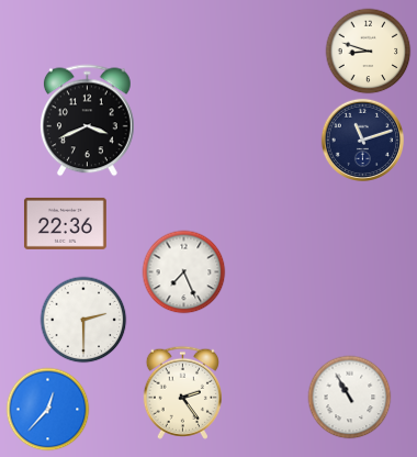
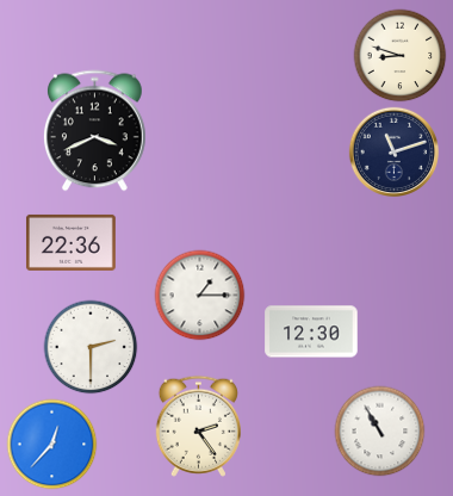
clock at (184, 272): 7:26 -> 1:15
clock at (311, 331): none -> 12:30
